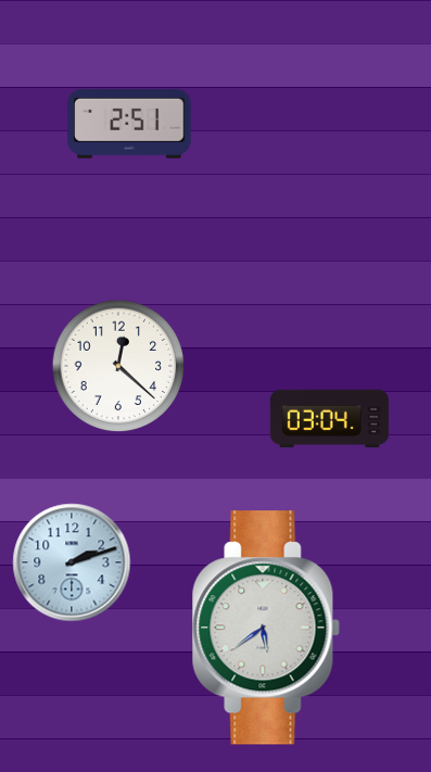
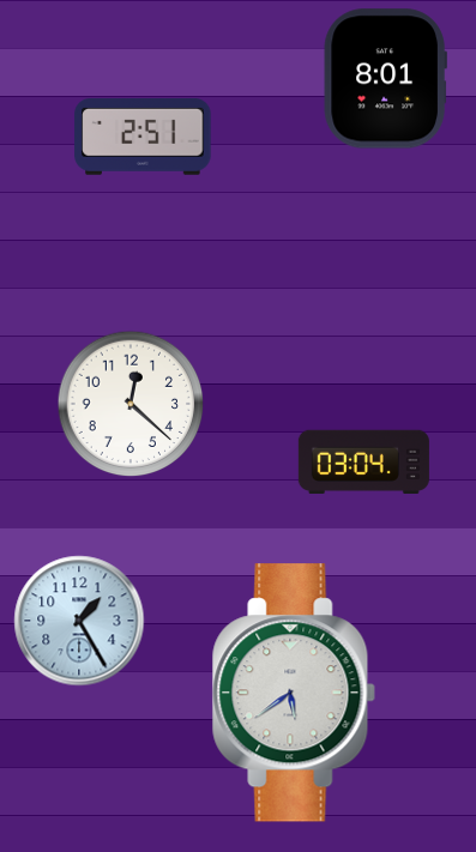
clock at (385, 79): none -> 8:01
clock at (72, 562): 2:12 -> 1:25
